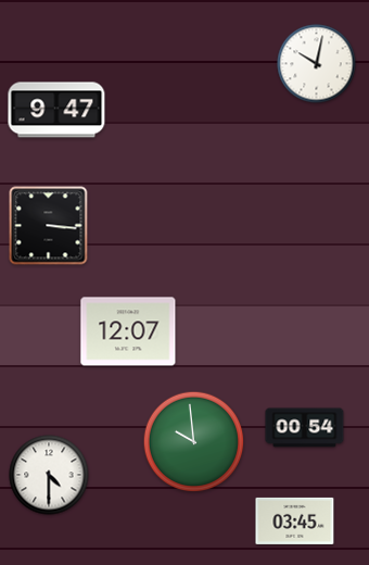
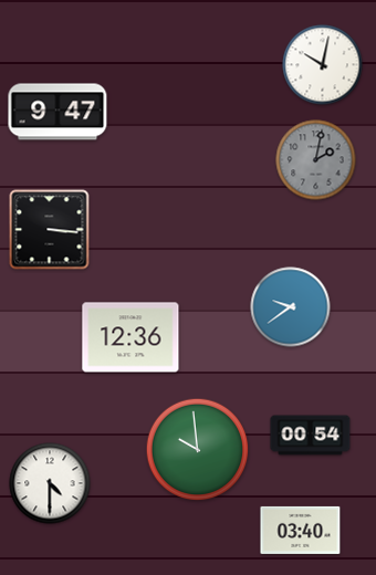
clock at (316, 160): none -> 2:02
clock at (291, 307): none -> 9:39
clock at (128, 331): 12:07 -> 12:36
clock at (295, 520): 03:45 -> 03:40
